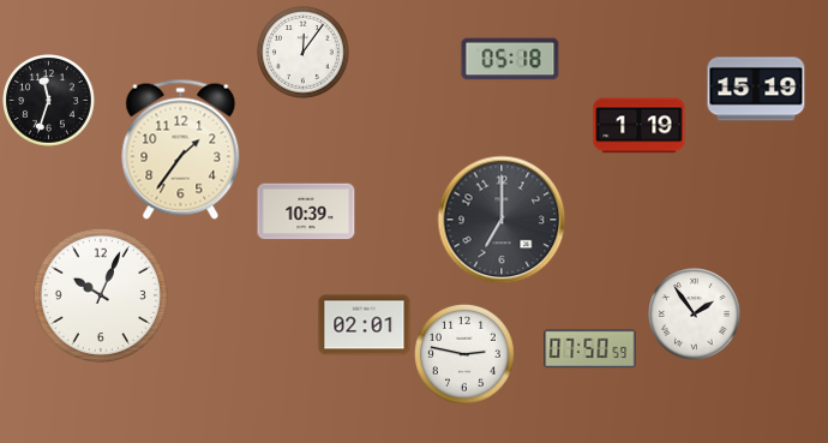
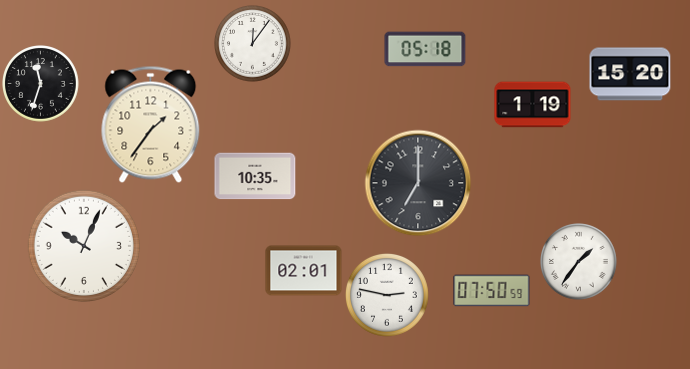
clock at (756, 89): 15:19 -> 15:20
clock at (306, 211): 10:39 -> 10:35
clock at (695, 315): 1:54 -> 1:36
